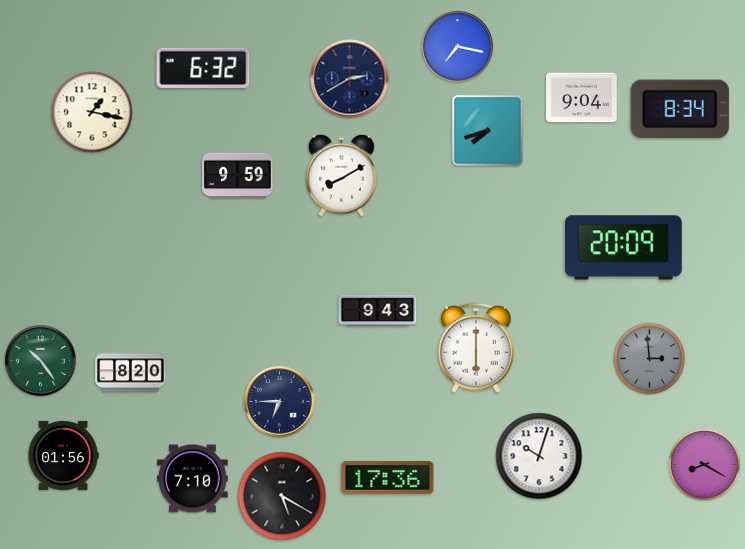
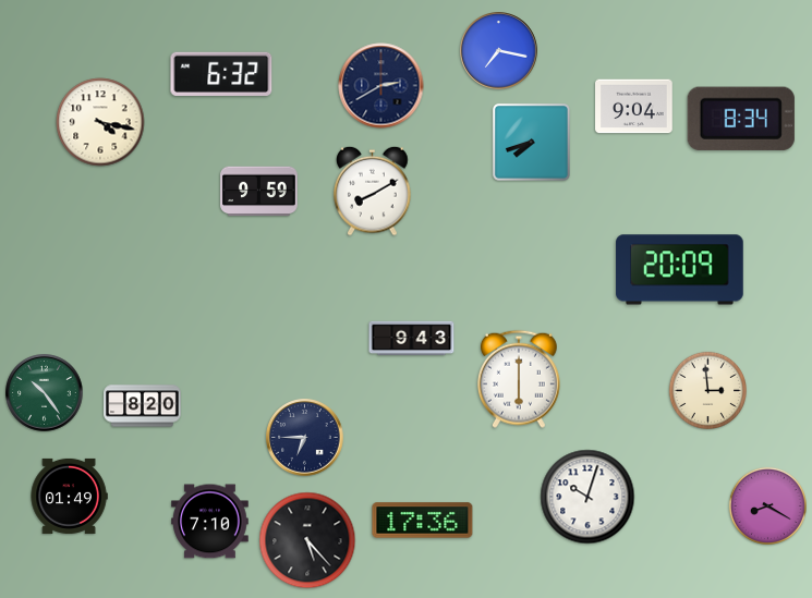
clock at (92, 112): 1:17 -> 4:17
clock at (649, 358) dial: grey -> cream
clock at (63, 455): 01:56 -> 01:49
clock at (282, 496): 5:20 -> 5:23
